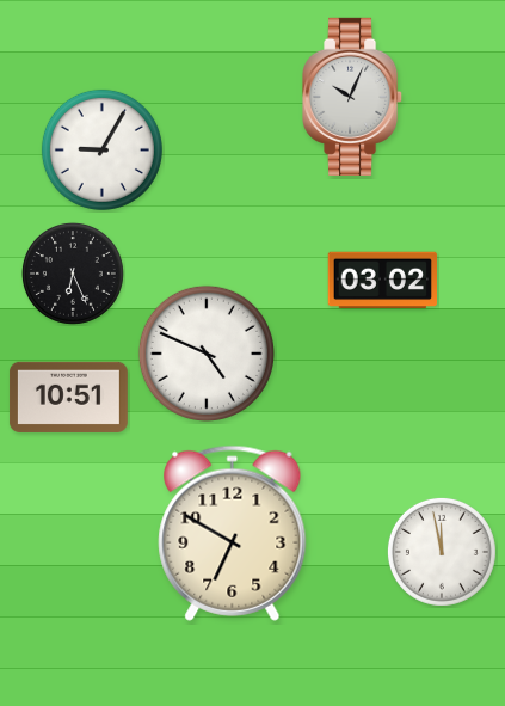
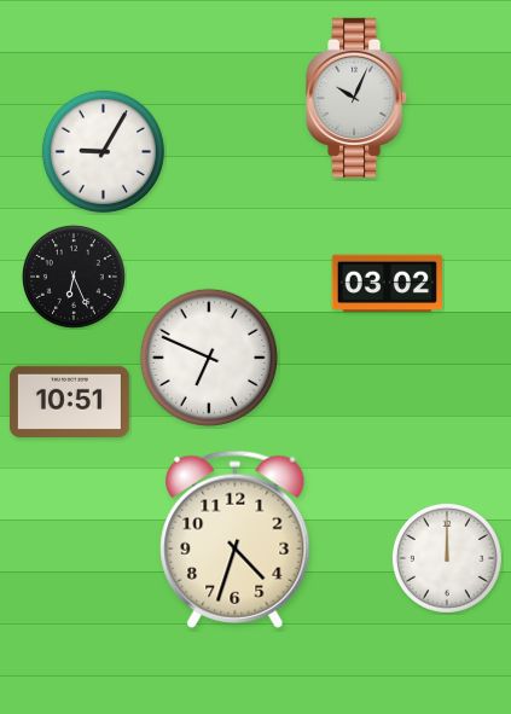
clock at (207, 354): 4:49 -> 6:49
clock at (233, 533): 6:50 -> 4:33
clock at (442, 552): 11:58 -> 12:00
